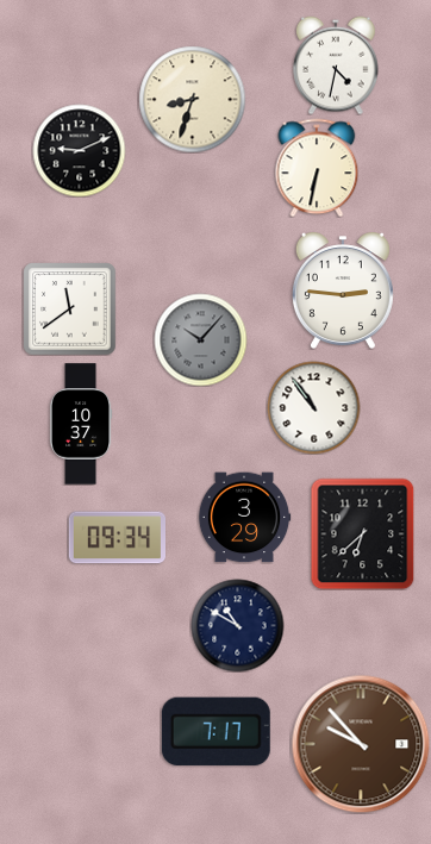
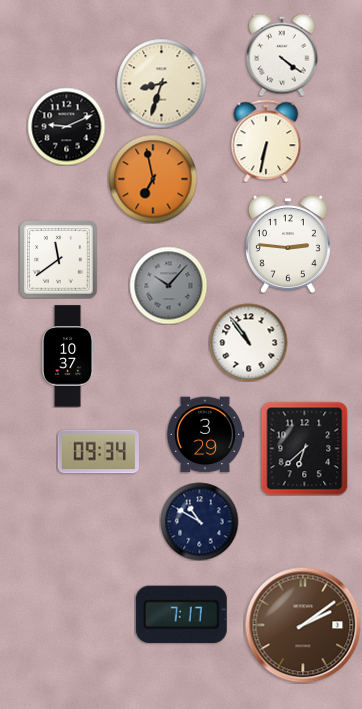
clock at (336, 65): 4:32 -> 4:21
clock at (153, 179): none -> 6:58
clock at (313, 407) position: (313, 407) -> (248, 342)
clock at (237, 625) position: (237, 625) -> (199, 521)
clock at (361, 744): 9:53 -> 2:09
